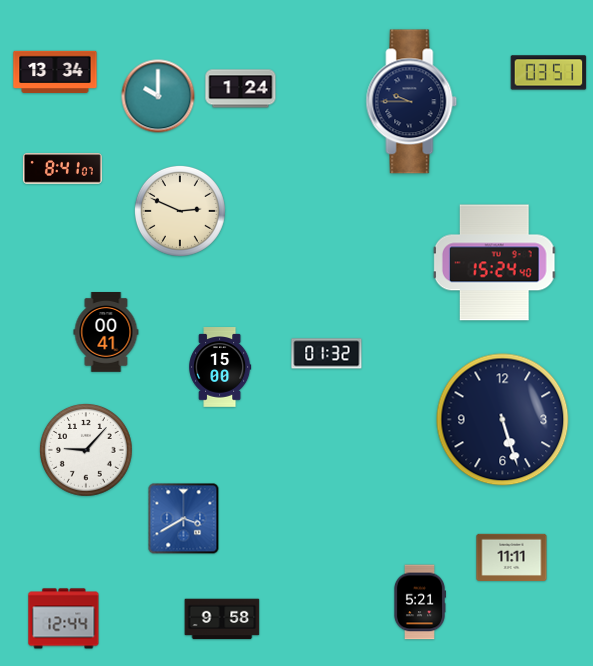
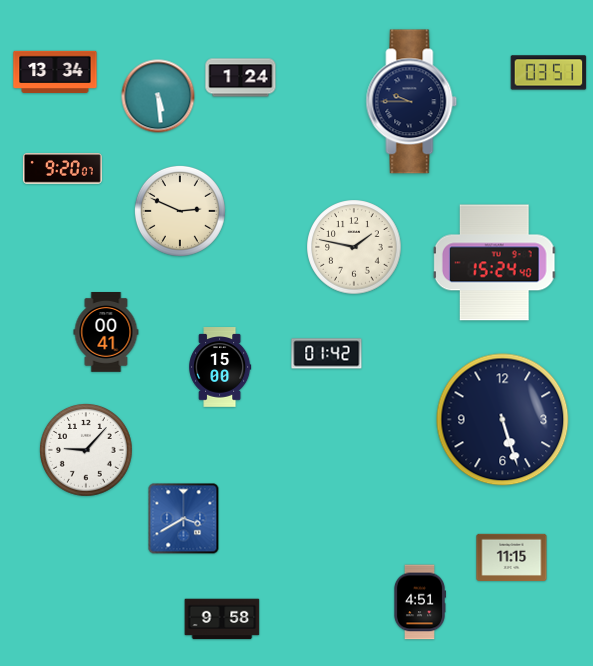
clock at (241, 89) position: (241, 89) -> (241, 78)
clock at (158, 96): 10:00 -> 5:29
clock at (62, 169): 8:41 -> 9:20
clock at (354, 247): none -> 1:47
clock at (327, 354): 01:32 -> 01:42
clock at (512, 557): 11:11 -> 11:15
clock at (419, 602): 5:21 -> 4:51
clock at (64, 619): 12:44 -> none
